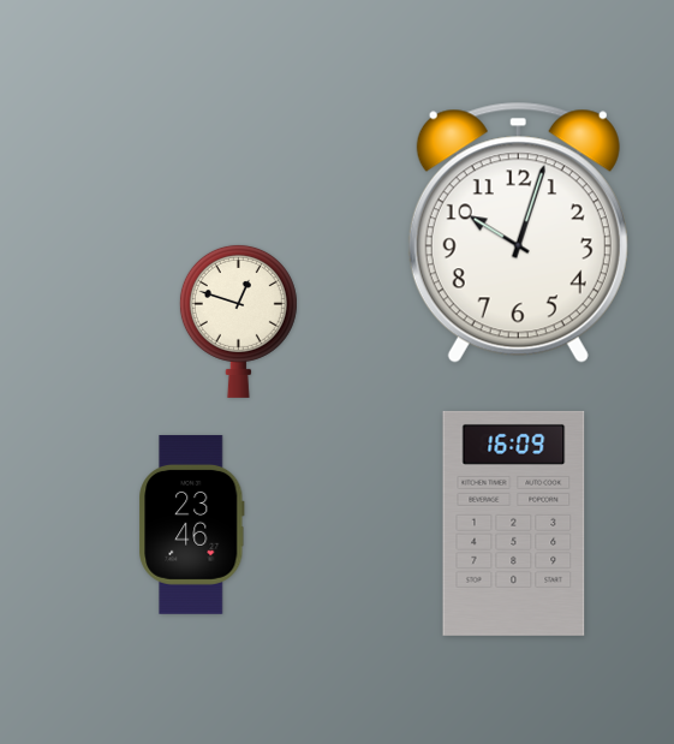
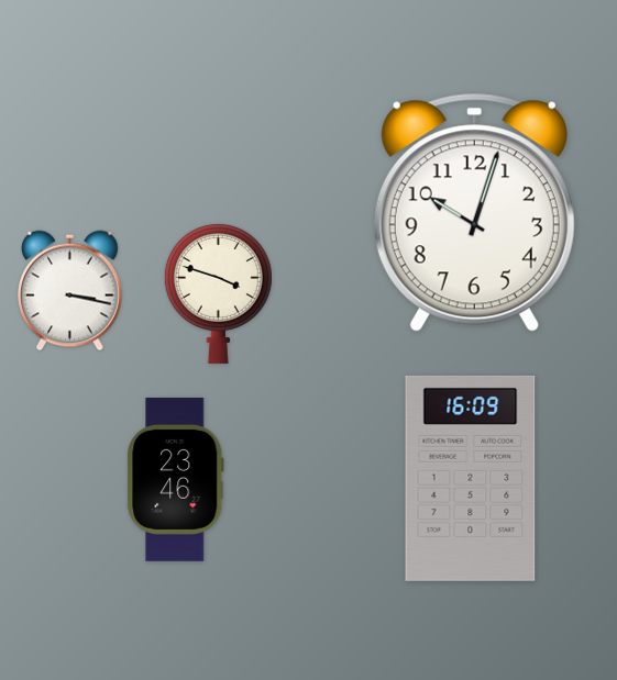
clock at (70, 291): none -> 3:17
clock at (238, 321): 12:48 -> 3:48
